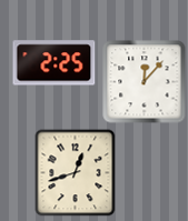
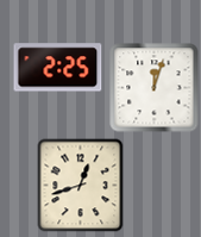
clock at (145, 82): 12:07 -> 12:03
